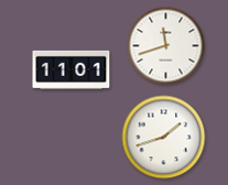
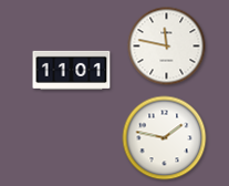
clock at (166, 46): 11:42 -> 11:47
clock at (164, 138): 1:42 -> 1:47
